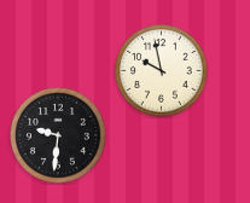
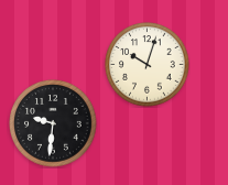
clock at (162, 71): 9:58 -> 10:03
